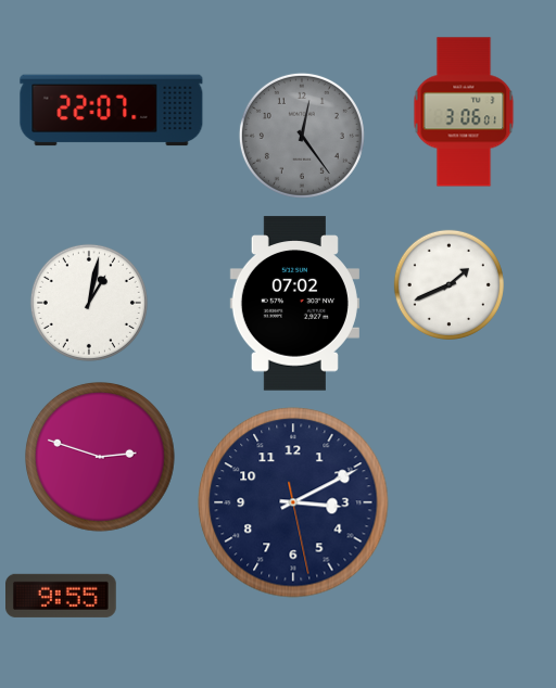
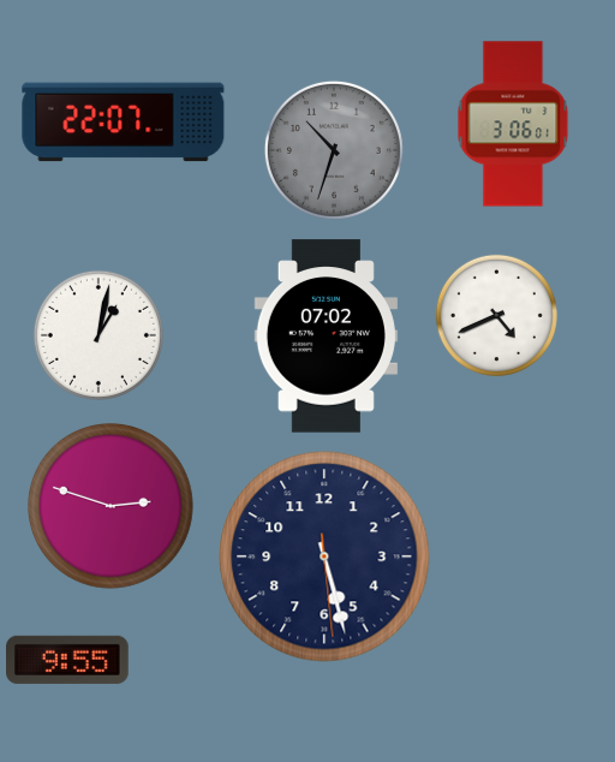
clock at (302, 136): 12:24 -> 10:33
clock at (448, 284): 1:41 -> 4:41
clock at (293, 502): 3:10 -> 5:27
